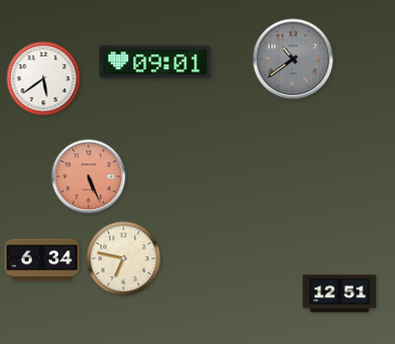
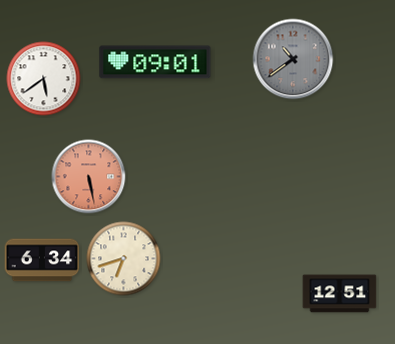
clock at (89, 177): 5:26 -> 5:28
clock at (124, 259): 6:47 -> 6:42
